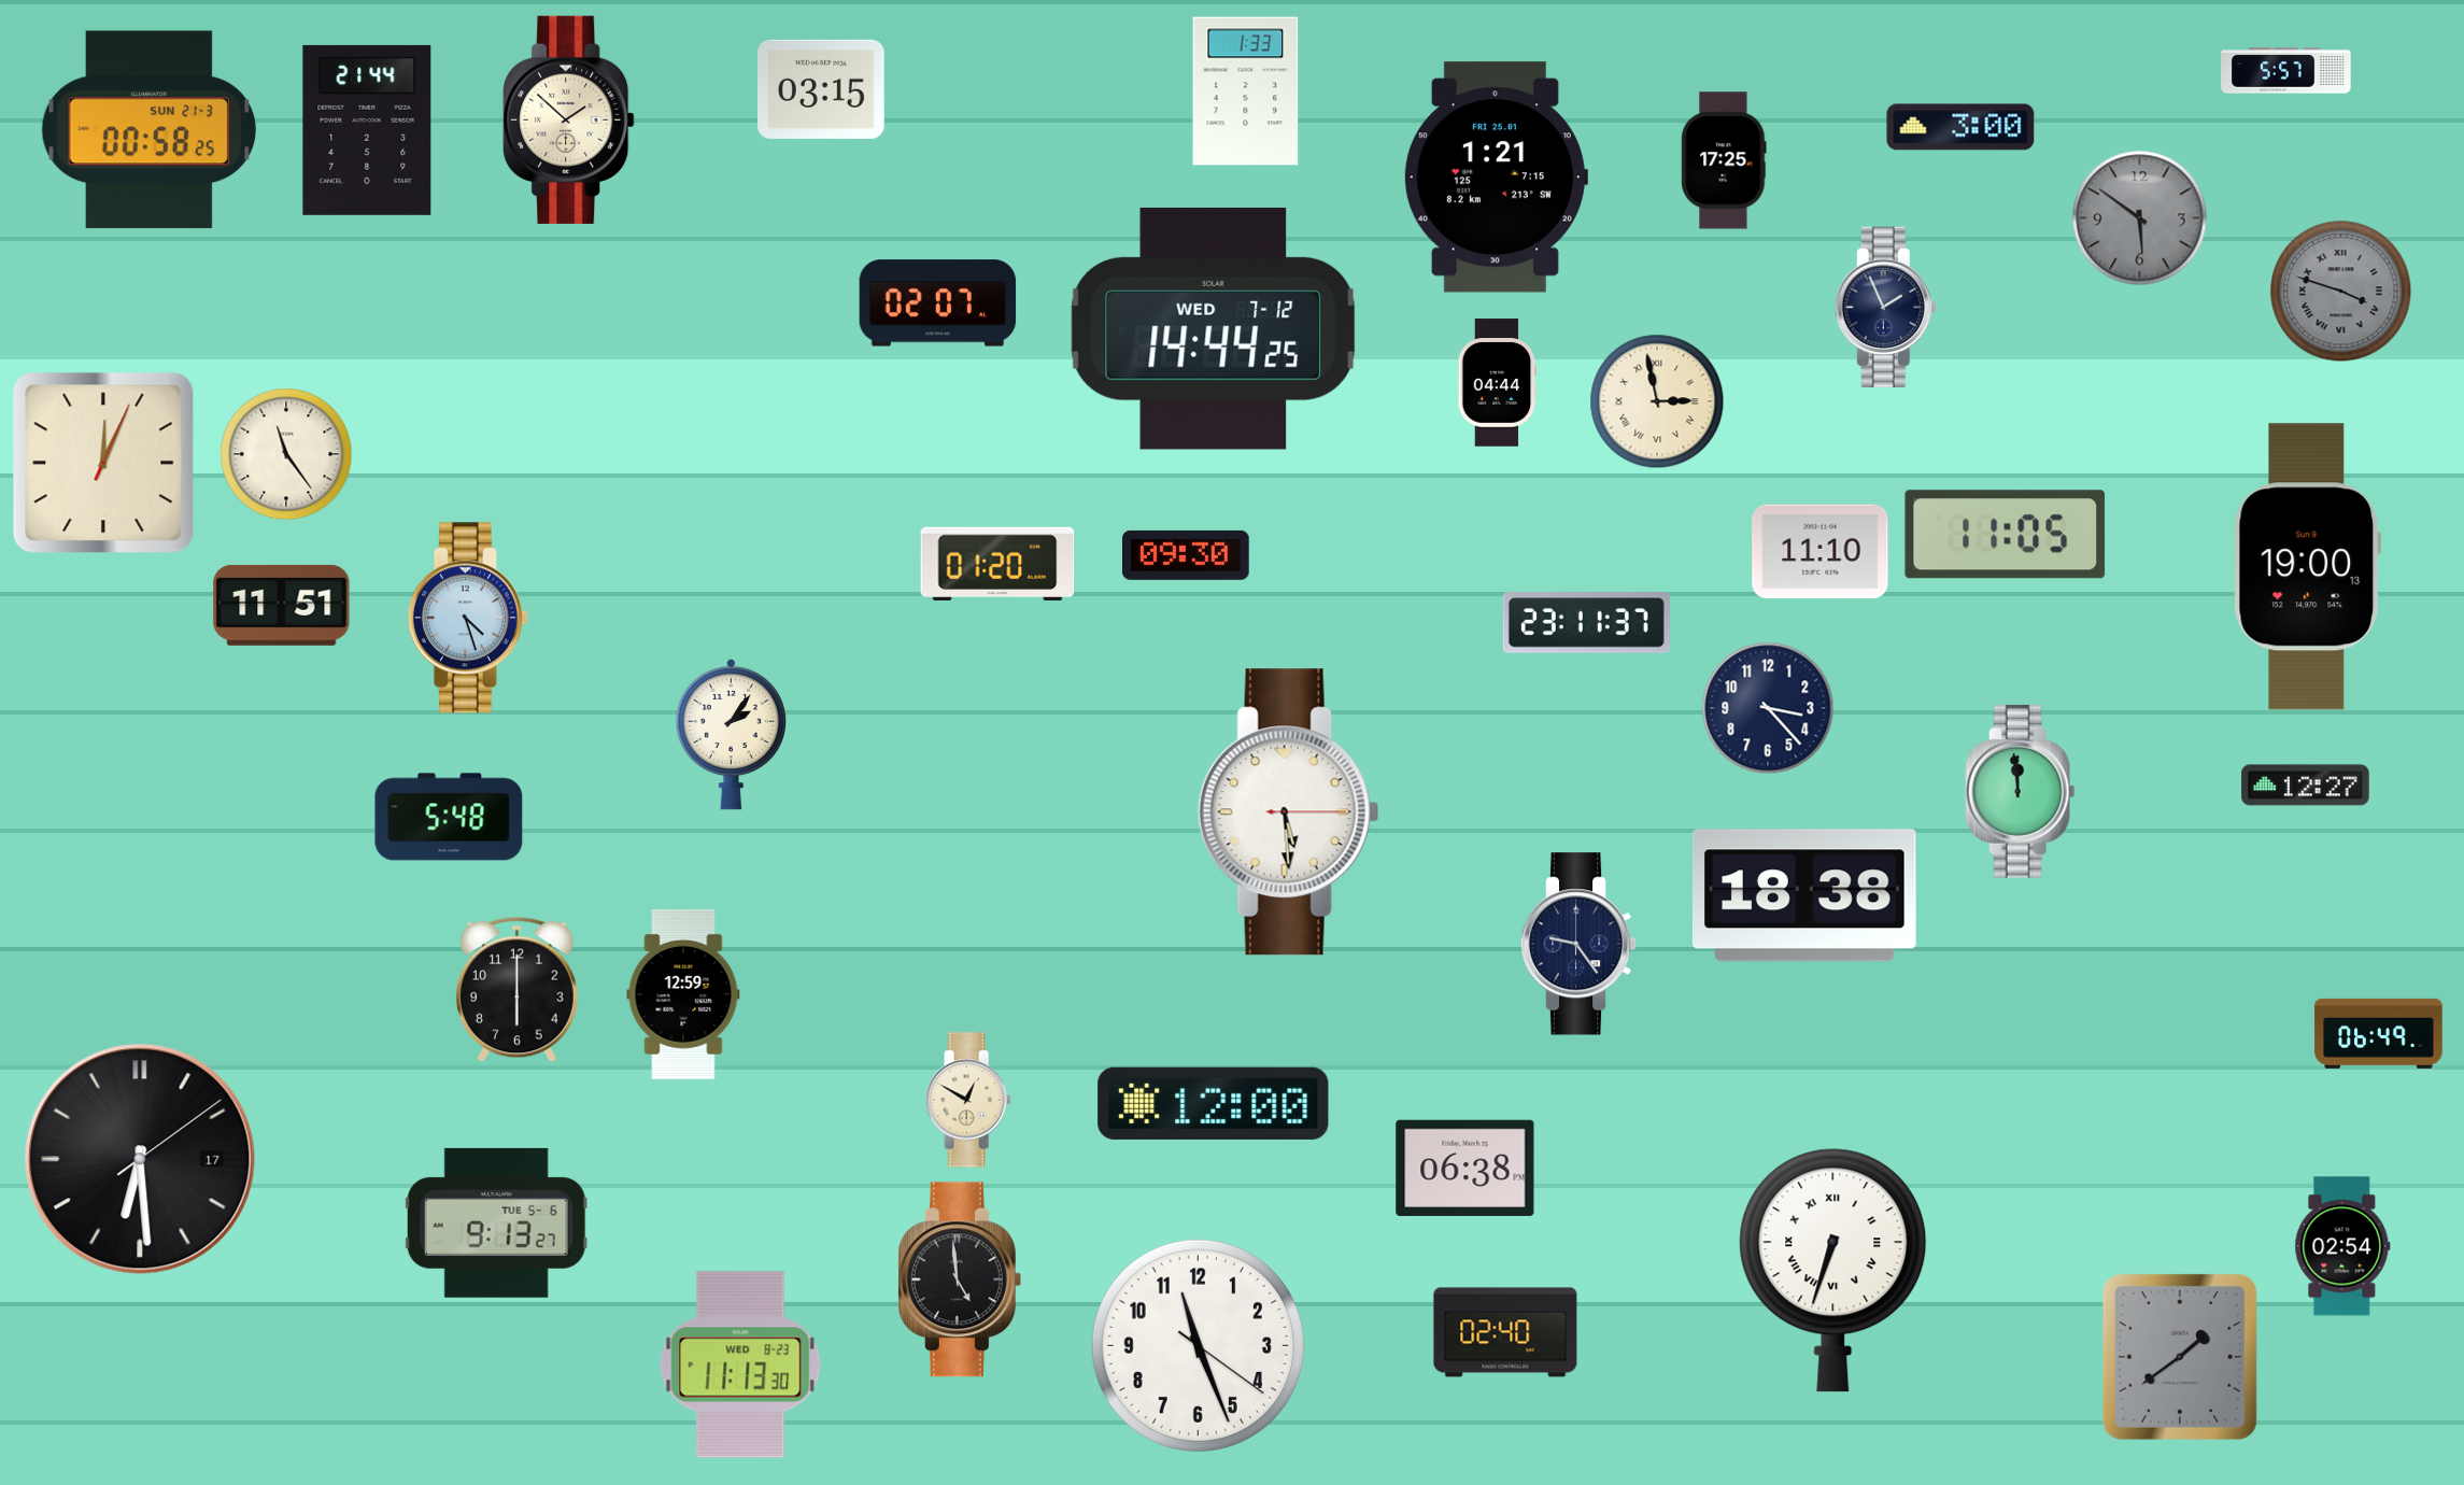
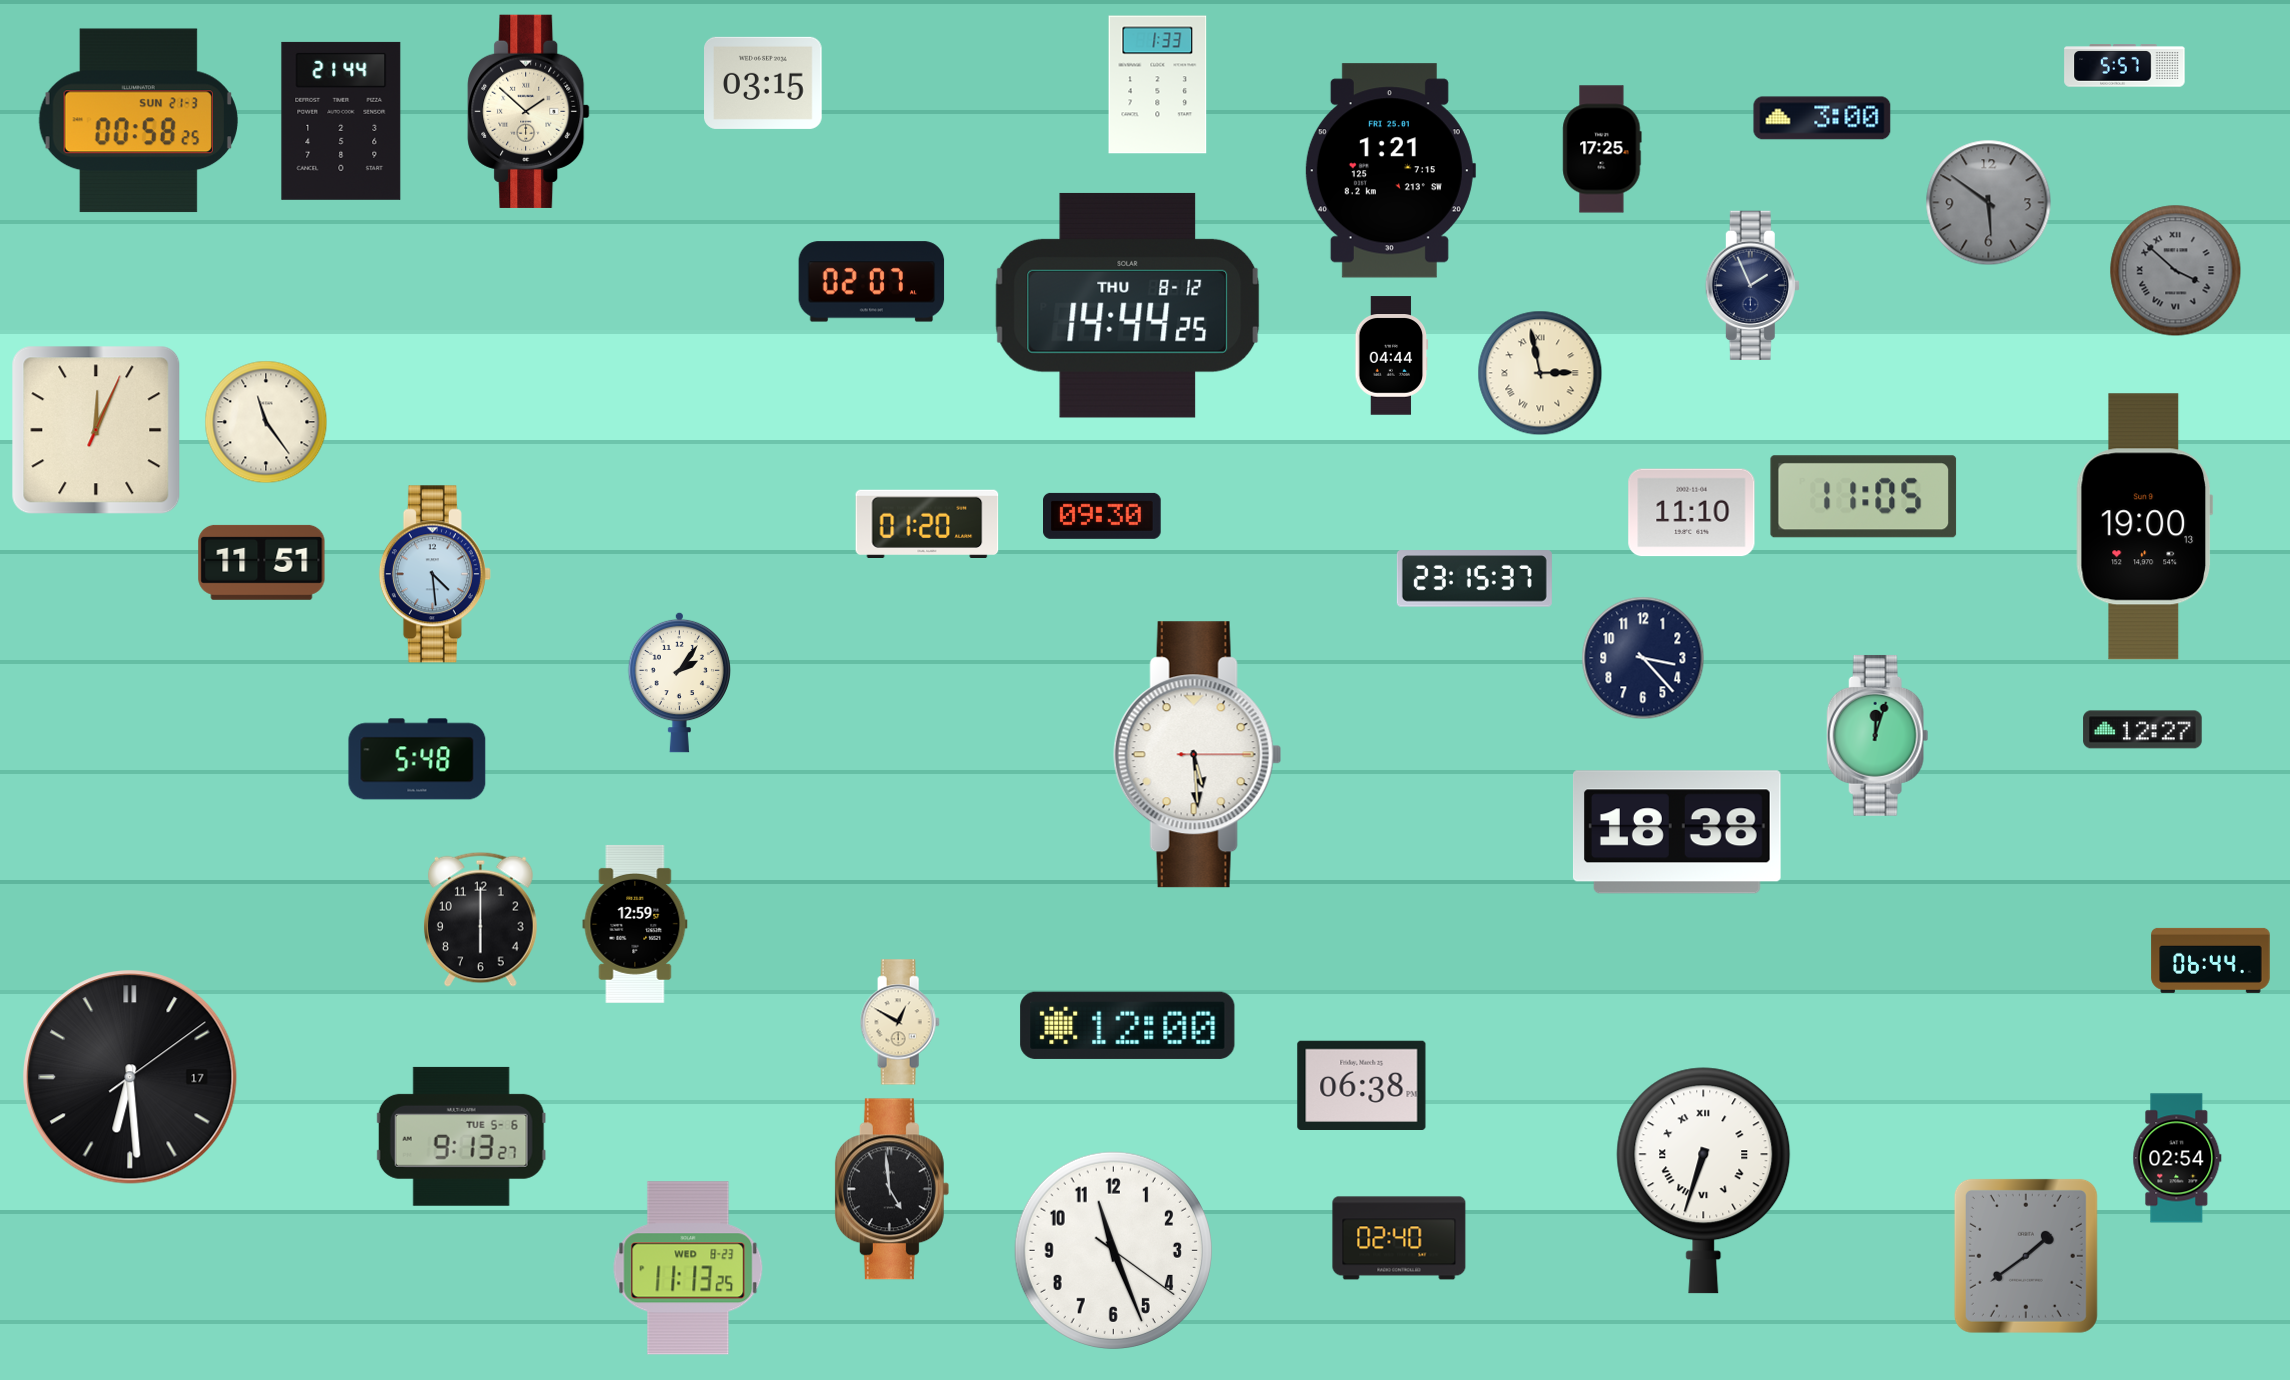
clock at (1496, 178) position: (1496, 178) -> (1390, 171)
clock at (2341, 292): 3:48 -> 3:52
clock at (1214, 328) date: WED 7-12 -> THU 8-12
clock at (468, 618): 4:27 -> 4:29
clock at (1586, 623): 23:11 -> 23:15
clock at (2021, 791): 11:59 -> 12:03
clock at (1578, 944): 9:24 -> none
clock at (2379, 1033): 06:49 -> 06:44
clock at (2180, 1357) position: (2180, 1357) -> (2026, 1256)
clock at (740, 1364): 11:13:30 -> 11:13:25
